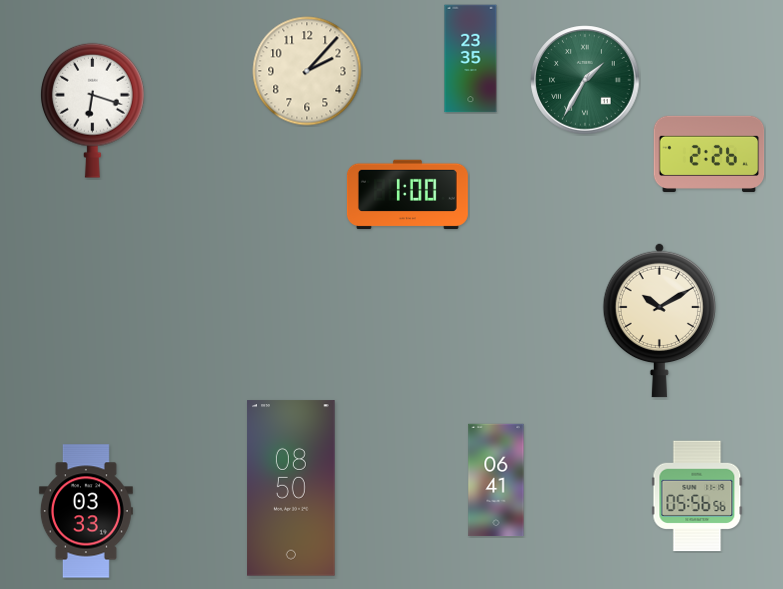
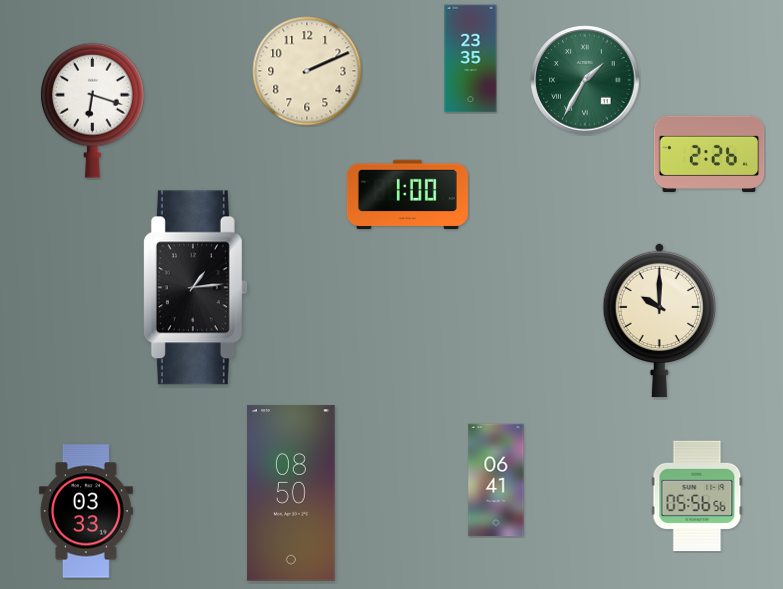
clock at (307, 71): 2:07 -> 2:11
clock at (195, 288): none -> 1:14
clock at (659, 320): 10:10 -> 10:00
clock at (291, 488) position: (291, 488) -> (291, 493)
